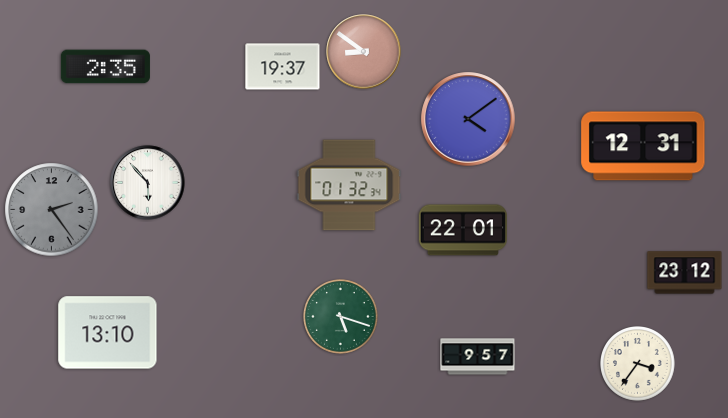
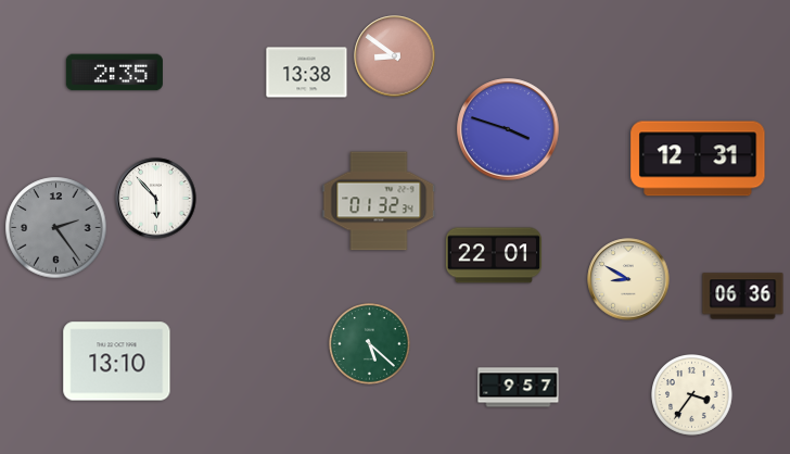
clock at (283, 67): 19:37 -> 13:38
clock at (468, 119): 4:09 -> 3:48
clock at (148, 183) position: (148, 183) -> (156, 199)
clock at (463, 230) position: (463, 230) -> (494, 255)
clock at (628, 279): none -> 8:50
clock at (685, 273): 23:12 -> 06:36
clock at (341, 317): 5:18 -> 5:22
